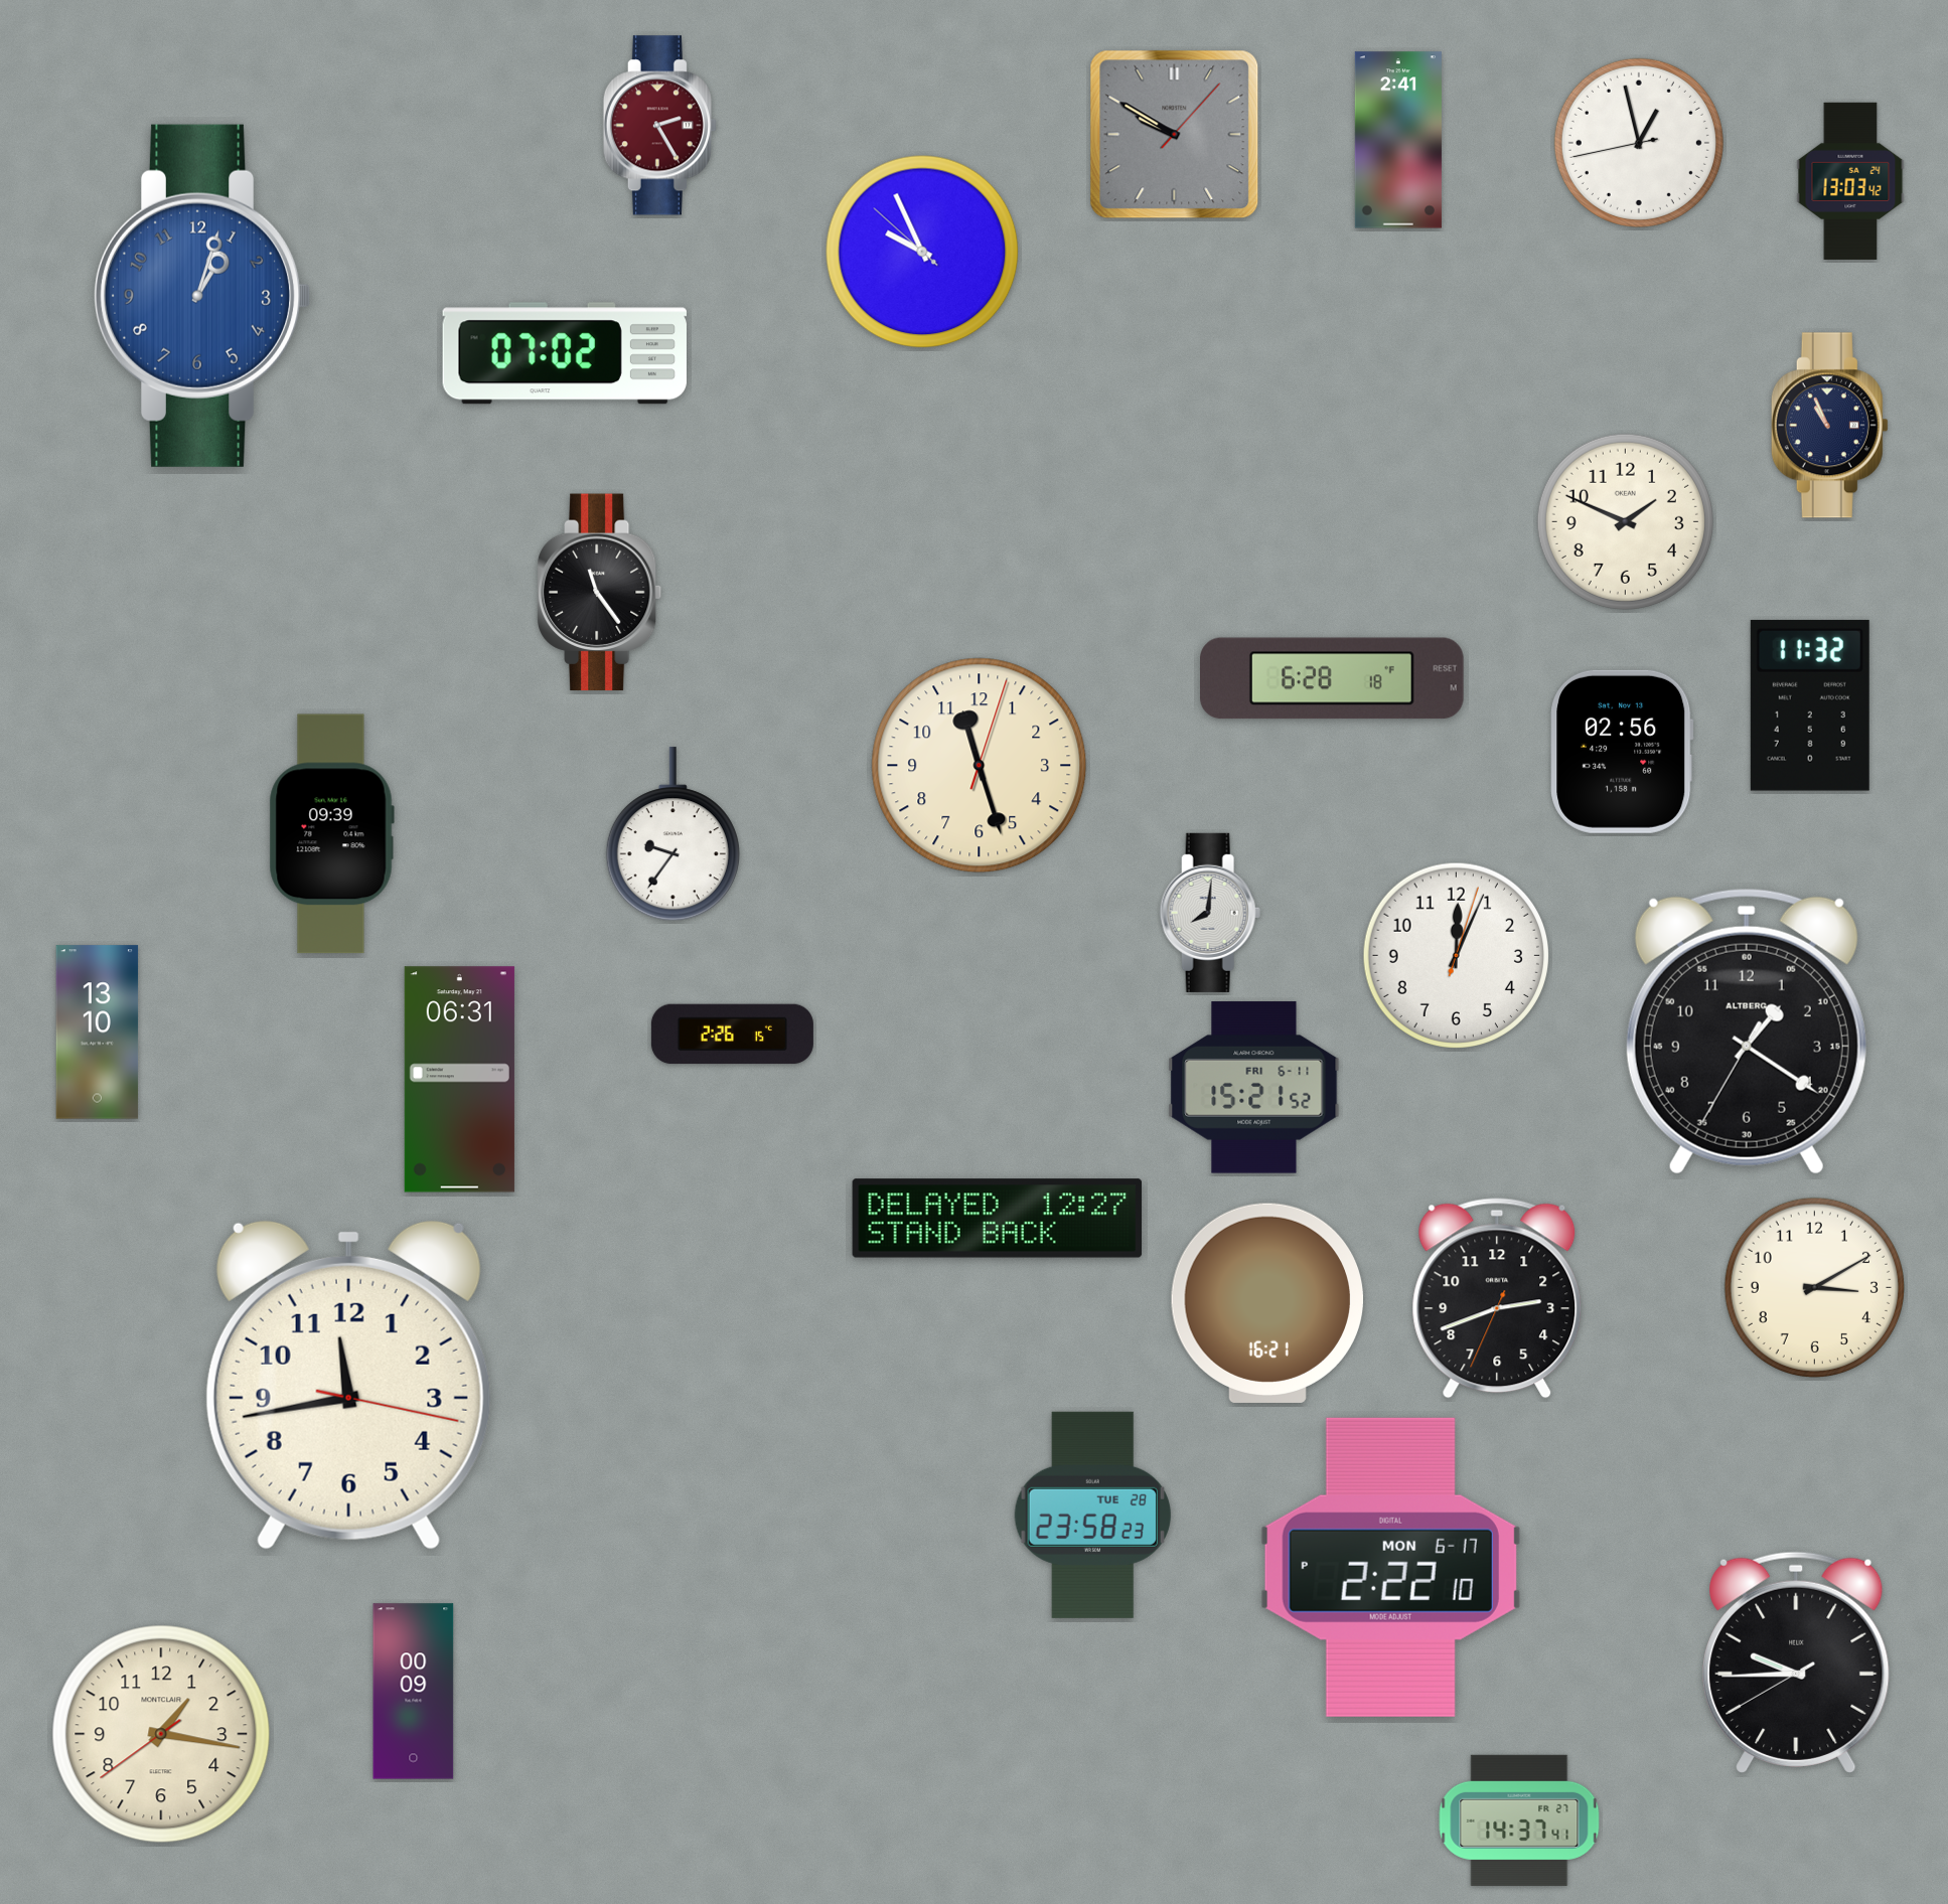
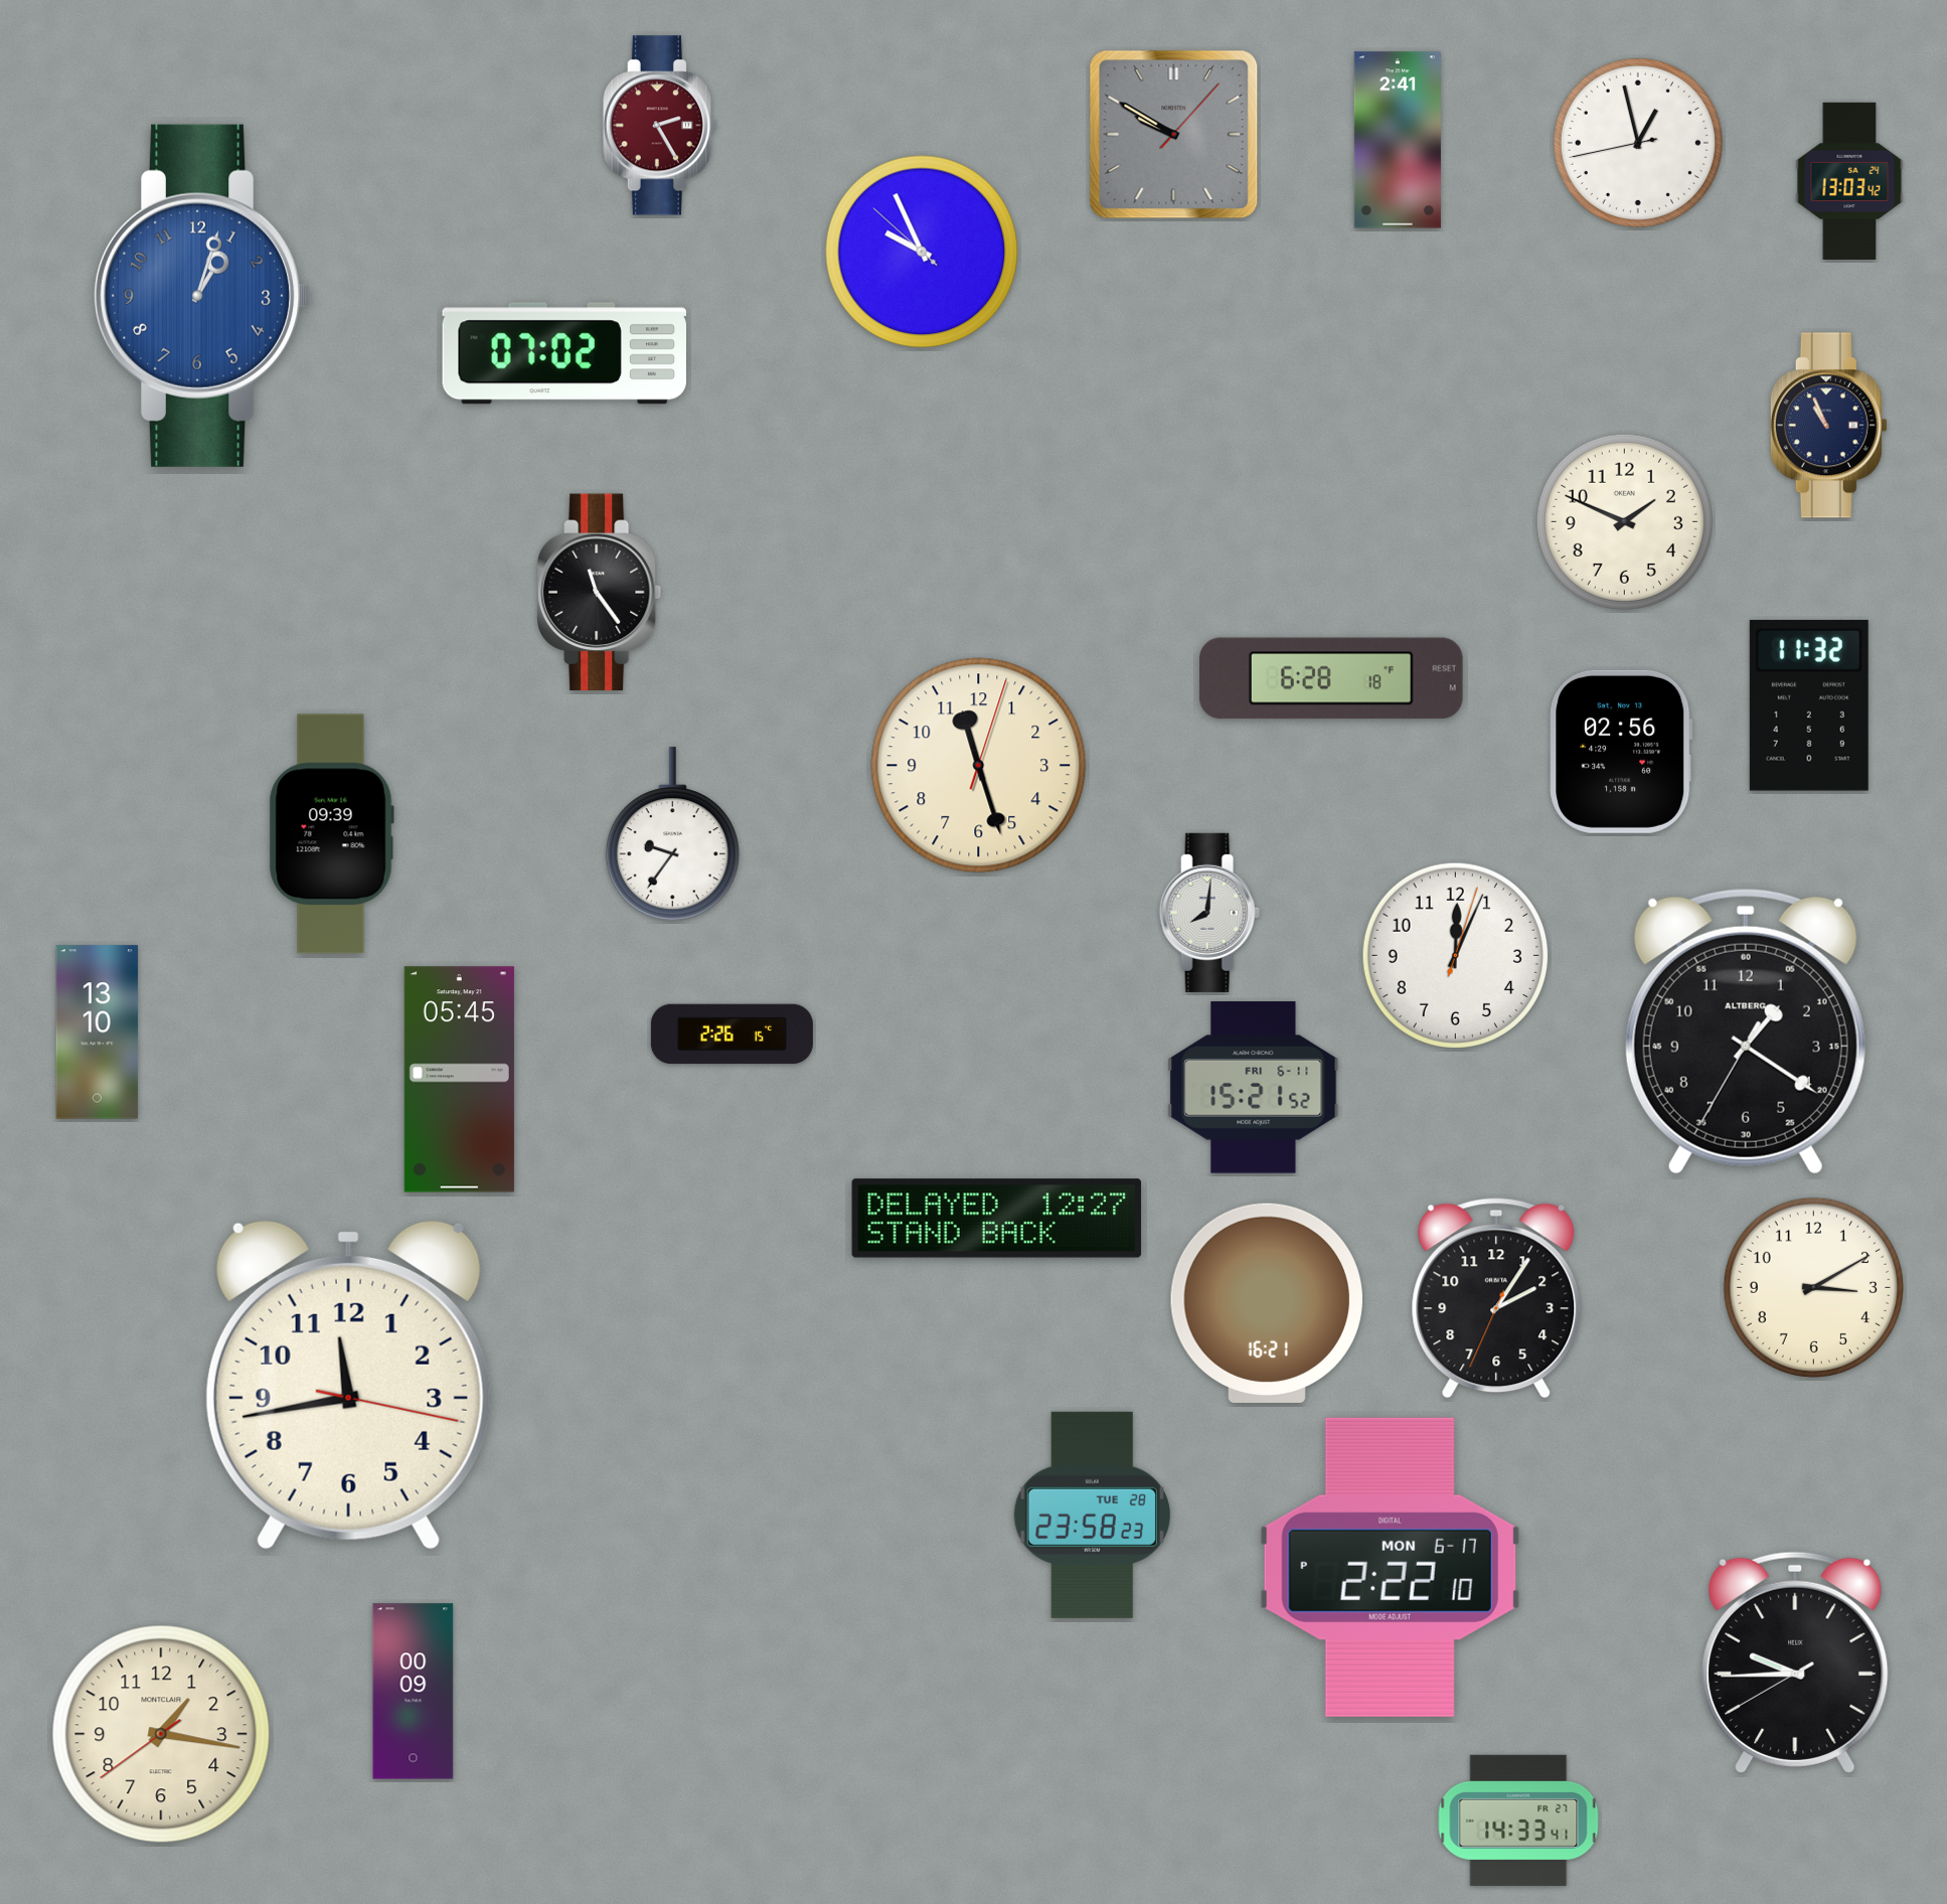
clock at (459, 1080): 06:31 -> 05:45
clock at (1497, 1298): 2:41 -> 2:05
clock at (1519, 1820): 14:37 -> 14:33
